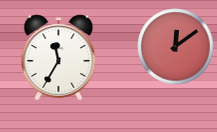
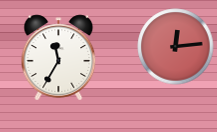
clock at (176, 47): 12:09 -> 12:14
